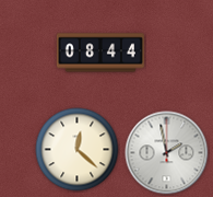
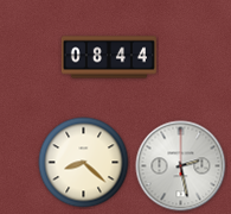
clock at (78, 150): 12:22 -> 8:22
clock at (167, 153): 1:58 -> 2:28
